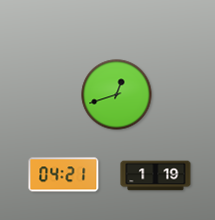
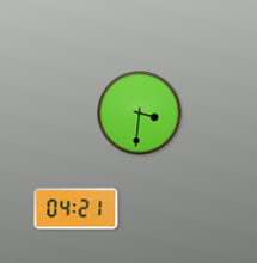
clock at (117, 95): 12:42 -> 3:31
clock at (156, 176): 1:19 -> none
